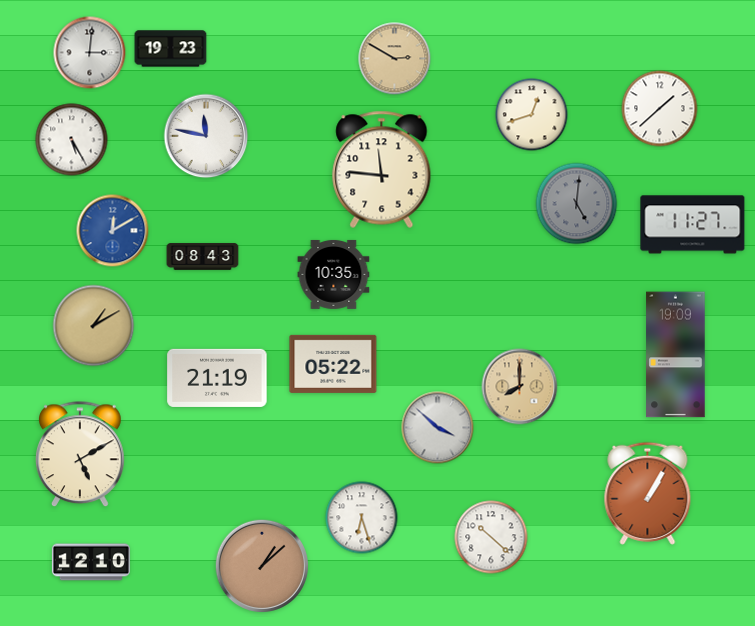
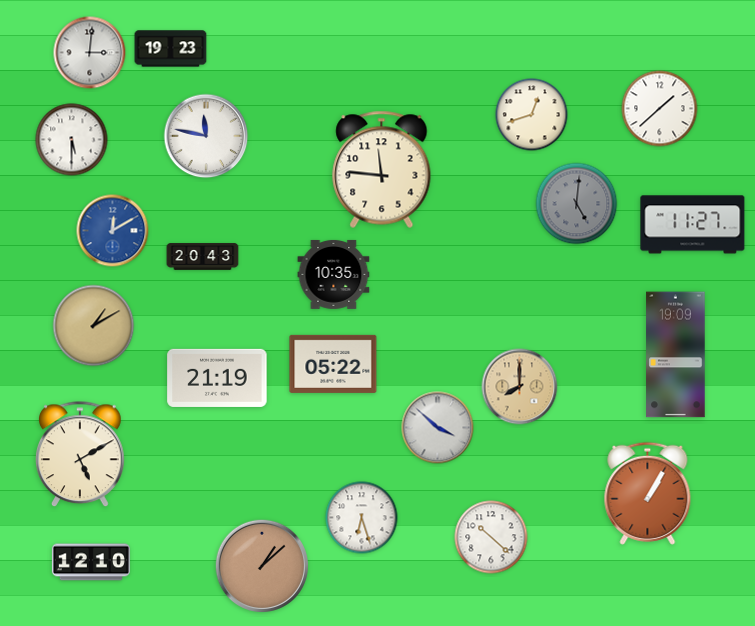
clock at (395, 59): 2:50 -> none
clock at (72, 140): 5:25 -> 5:30
clock at (203, 257): 08:43 -> 20:43
